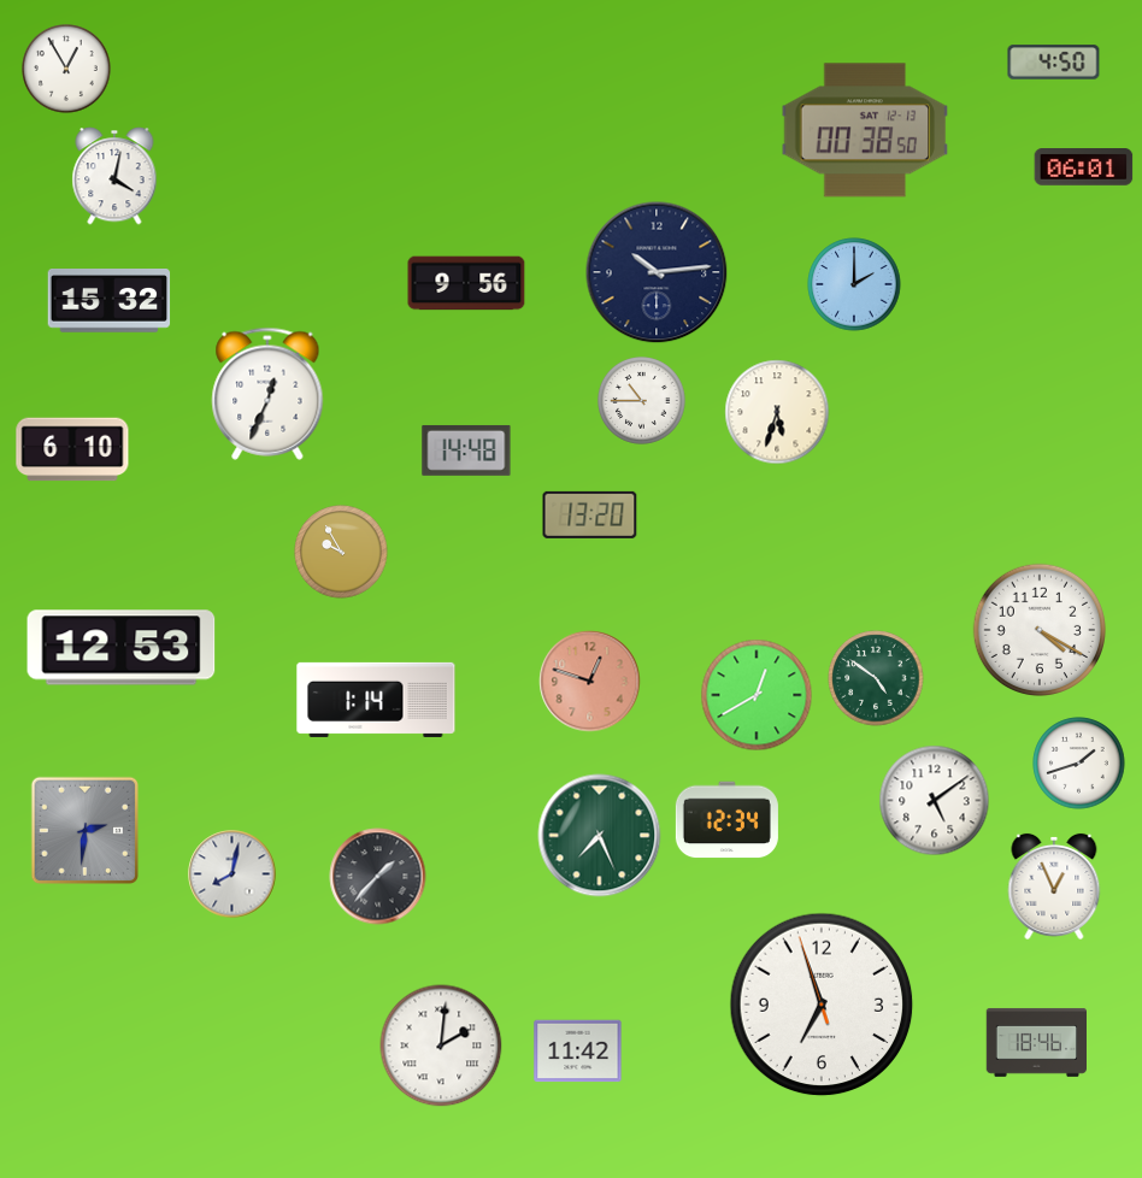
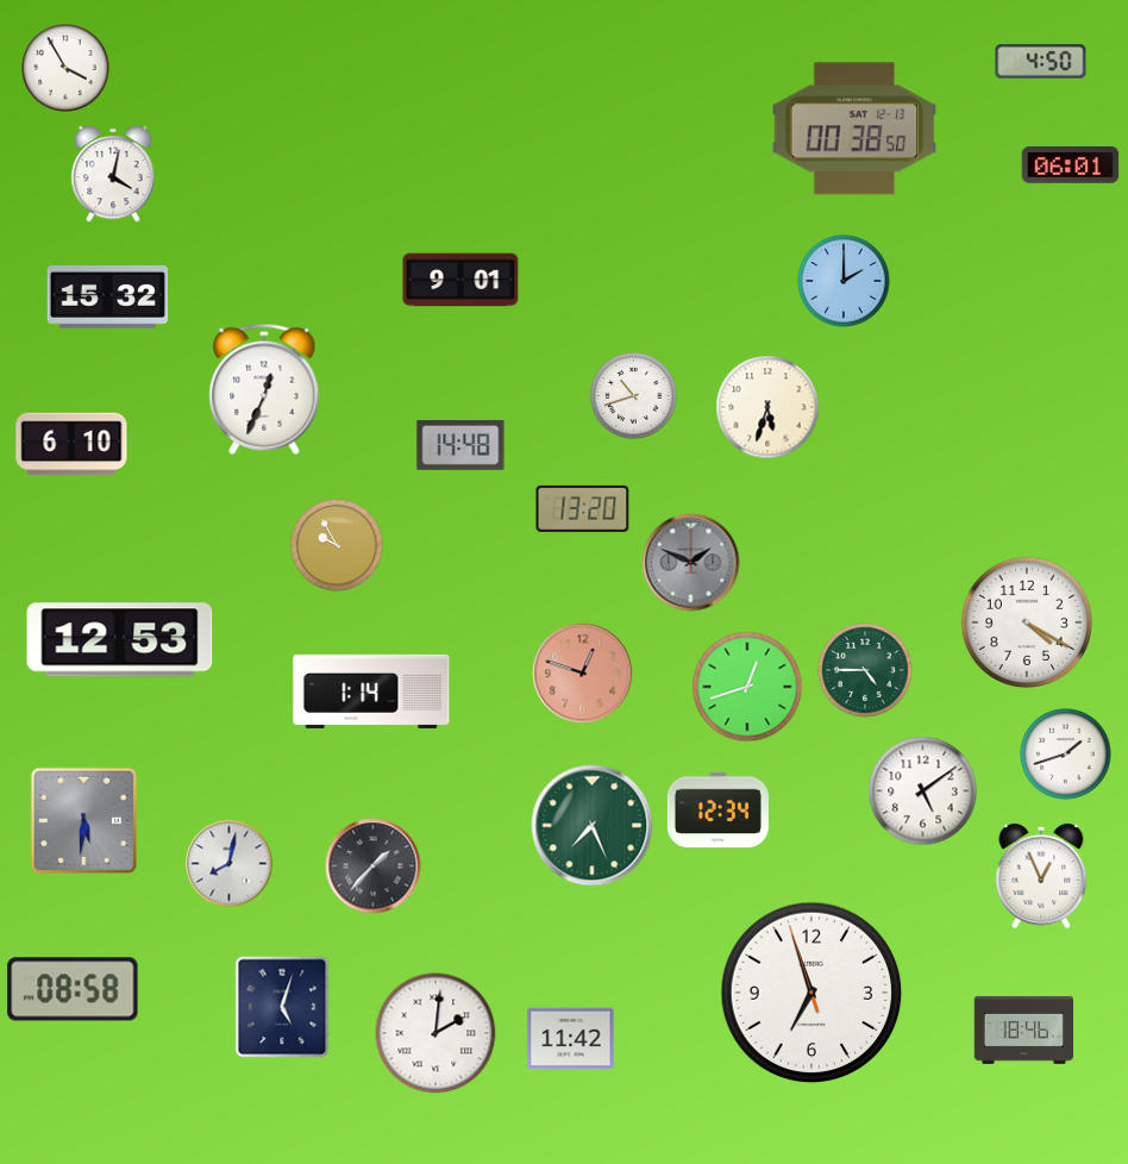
clock at (67, 70): 12:55 -> 3:55
clock at (657, 272): 10:14 -> none
clock at (466, 283): 9:56 -> 9:01
clock at (642, 401): 10:45 -> 10:42
clock at (691, 563): none -> 1:49
clock at (876, 678): 4:51 -> 4:45
clock at (757, 695): 12:40 -> 12:42
clock at (84, 830): 2:31 -> 5:31
clock at (73, 989): none -> 08:58
clock at (282, 1007): none -> 5:03
